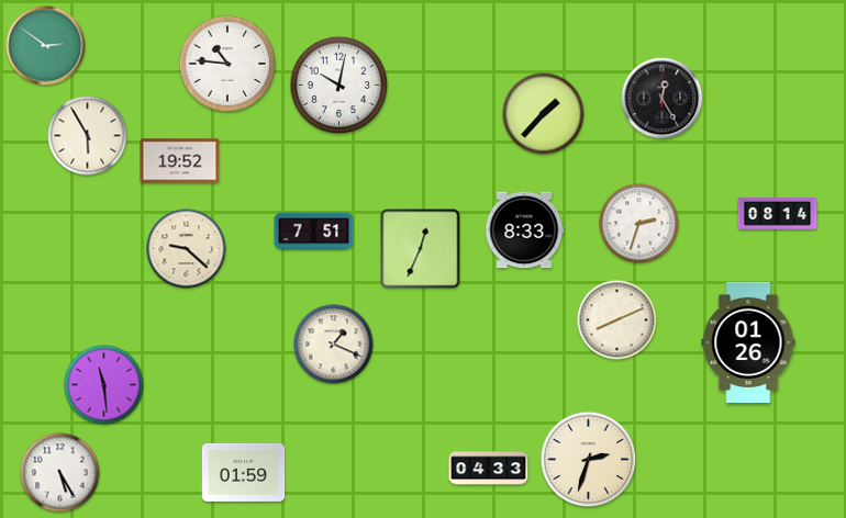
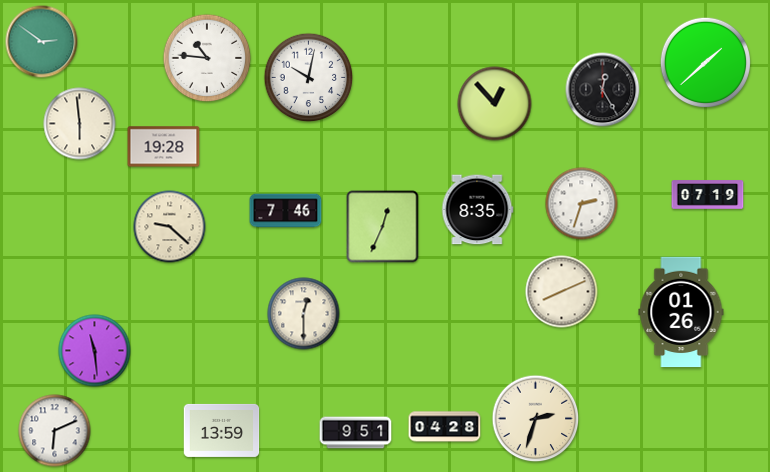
clock at (705, 62): none -> 1:38
clock at (544, 114): 1:37 -> 12:53
clock at (88, 136): 5:55 -> 5:59
clock at (180, 161): 19:52 -> 19:28
clock at (778, 214): 08:14 -> 07:19
clock at (525, 230): 8:33 -> 8:35
clock at (314, 232): 7:51 -> 7:46
clock at (334, 345): 1:19 -> 12:30
clock at (489, 469): 04:33 -> 04:28
clock at (244, 472): 01:59 -> 13:59
clock at (60, 473): 5:25 -> 6:11
clock at (356, 433): none -> 9:51
